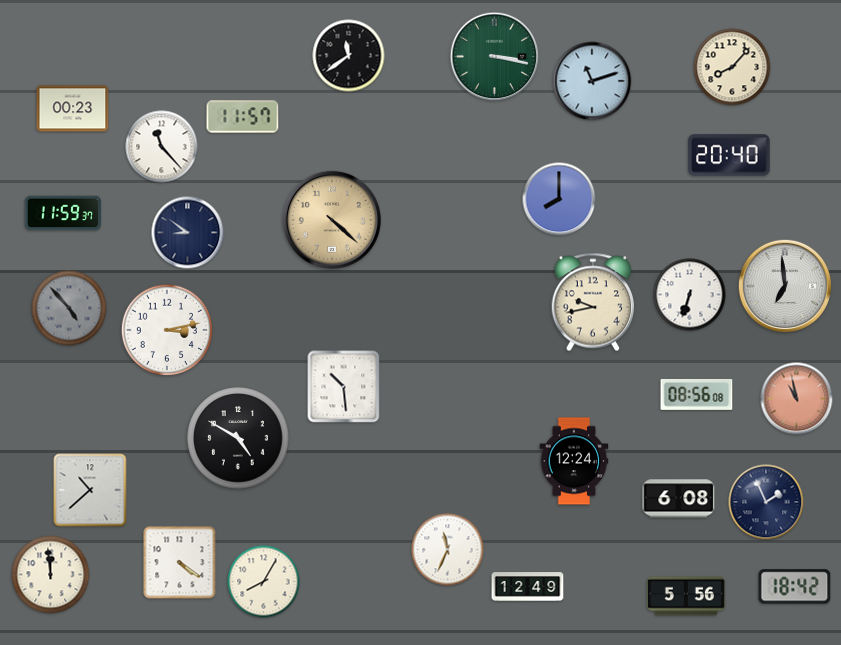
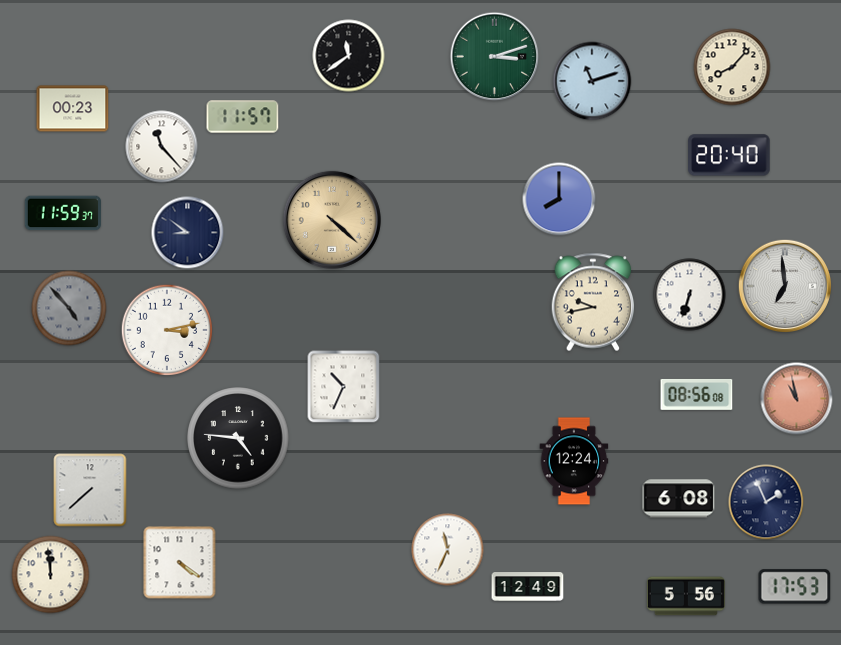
clock at (495, 57): 3:17 -> 3:12
clock at (344, 387): 10:29 -> 10:34
clock at (238, 438): 4:50 -> 4:46
clock at (90, 490): 10:38 -> 7:38
clock at (264, 582): 8:05 -> none
clock at (795, 587): 18:42 -> 17:53
